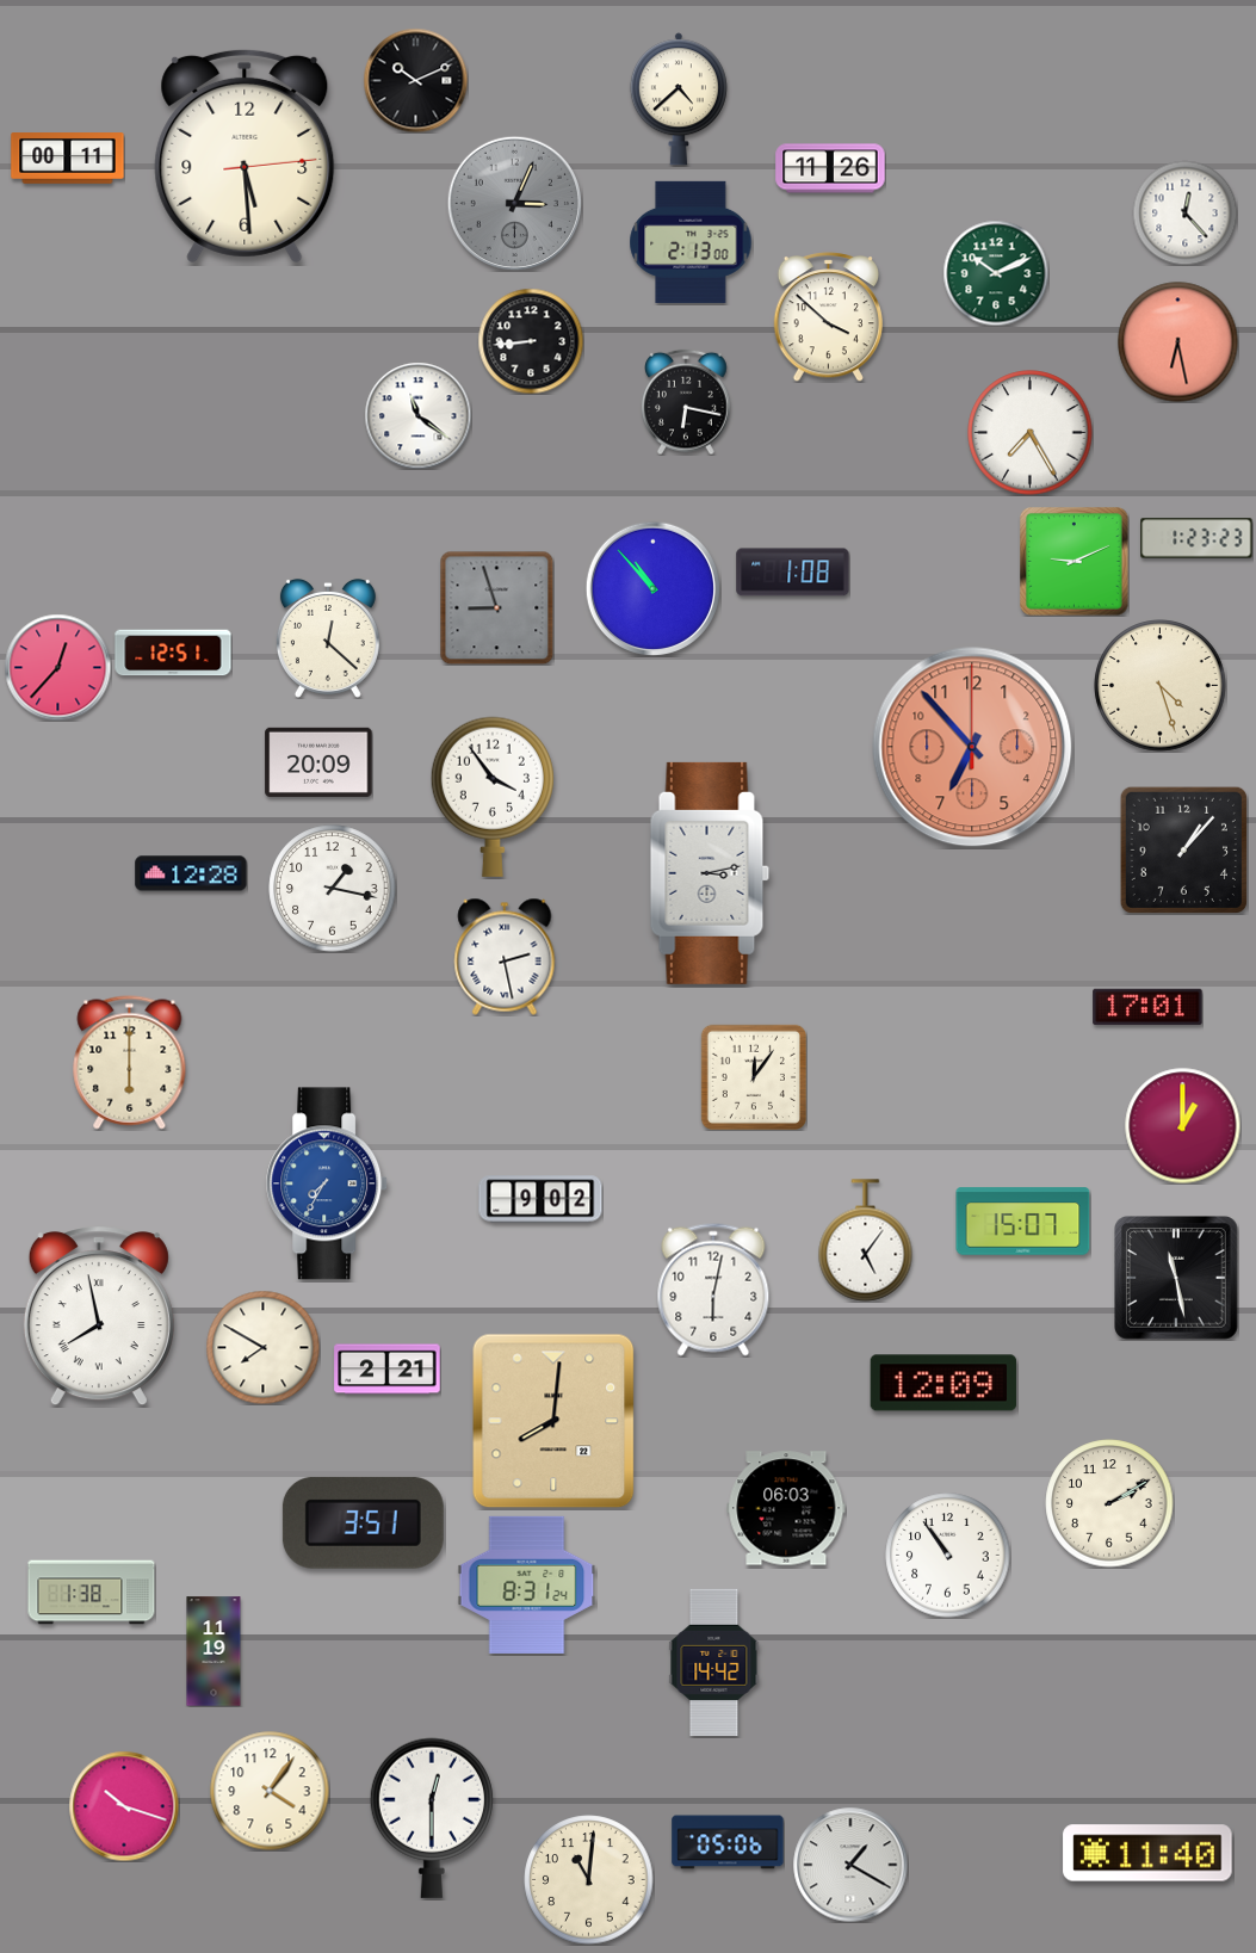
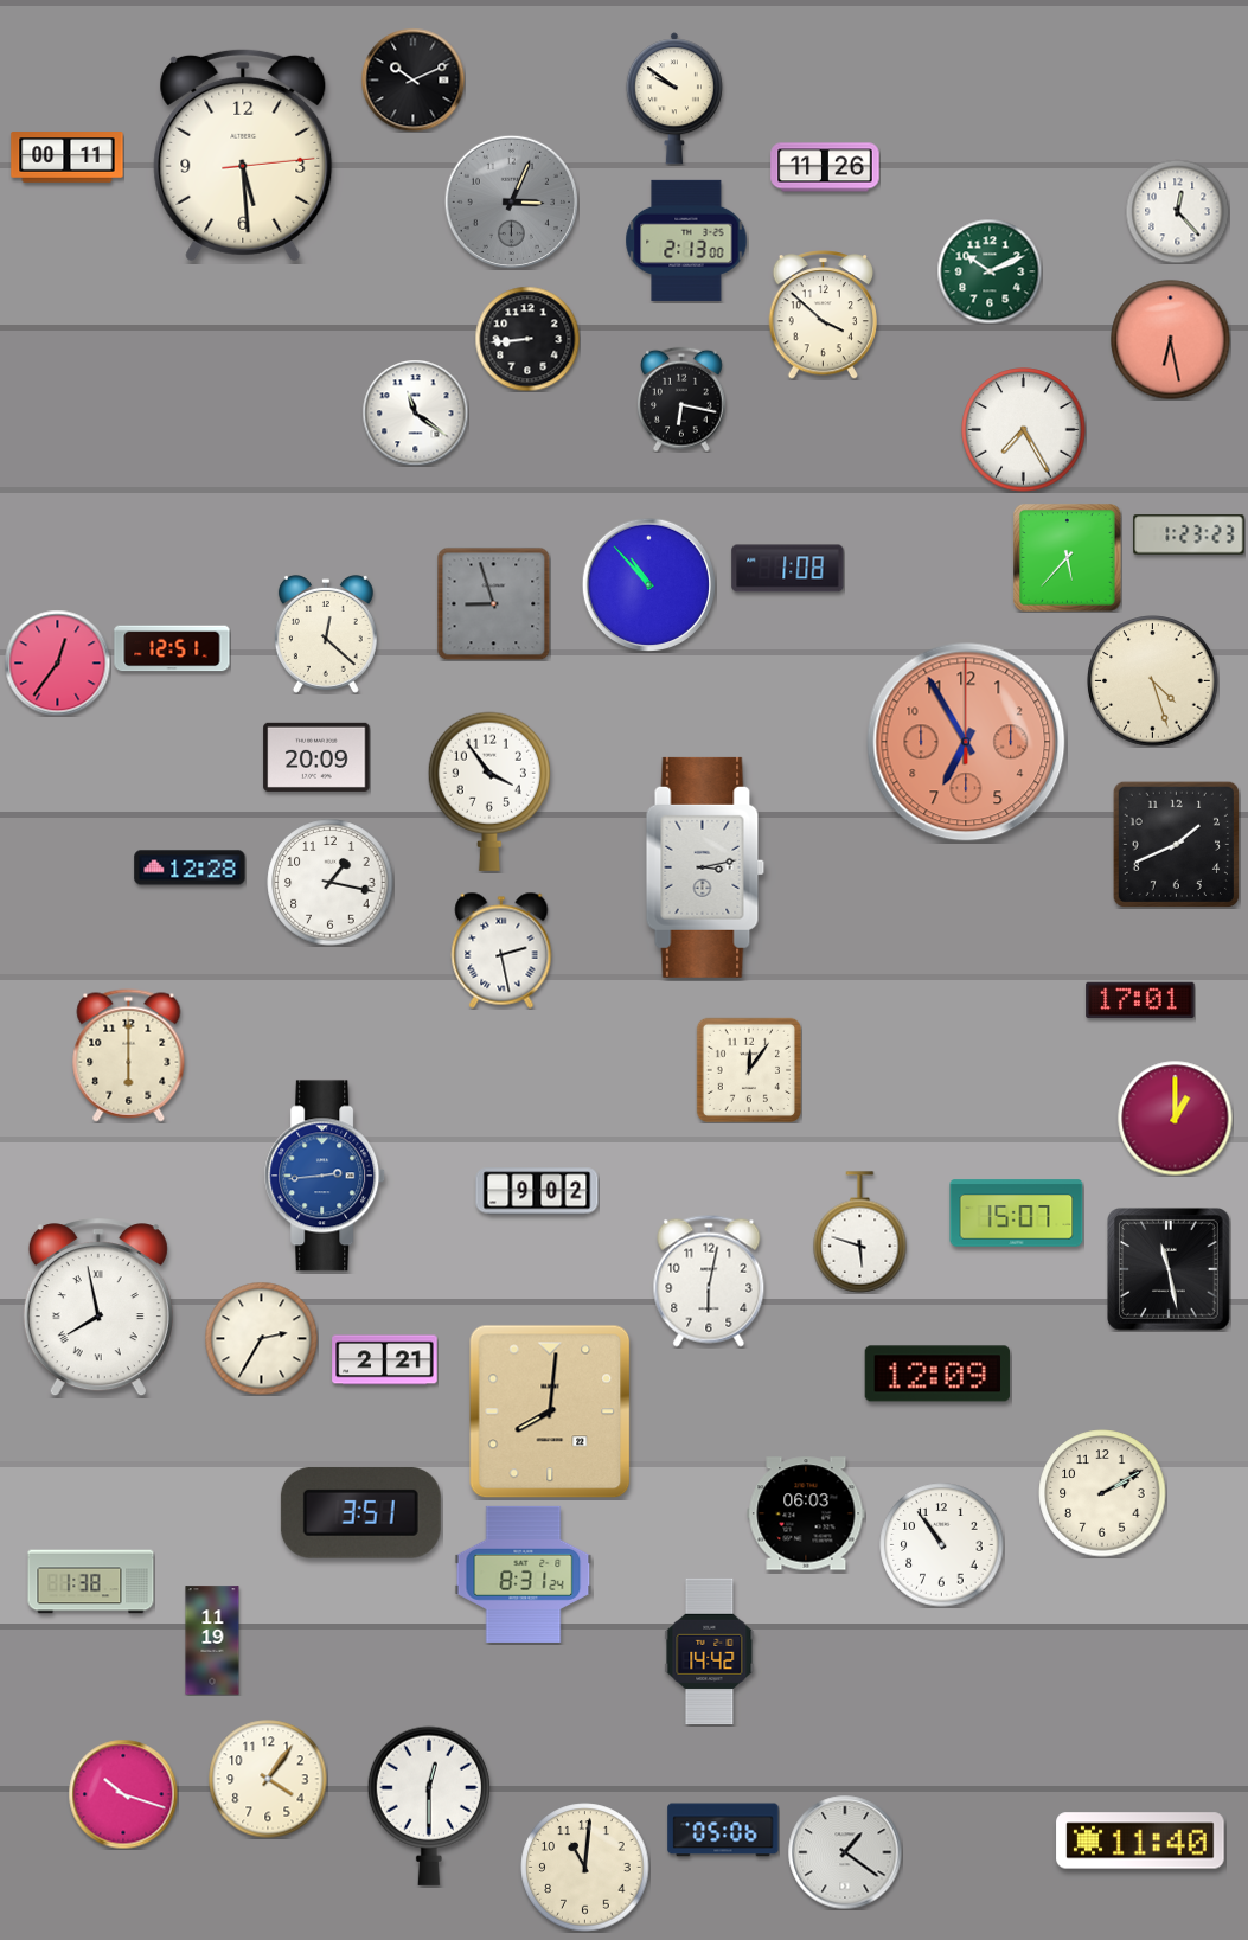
clock at (679, 99): 4:38 -> 9:51
clock at (1075, 562): 9:11 -> 5:37
clock at (57, 667): 12:37 -> 12:36
clock at (972, 747): 6:53 -> 6:55
clock at (1183, 849): 1:07 -> 1:41
clock at (328, 1183): 7:35 -> 2:44
clock at (866, 1241): 5:06 -> 5:48
clock at (262, 1347): 7:50 -> 2:35
clock at (786, 1508) position: (786, 1508) -> (806, 1513)
clock at (850, 1865): 1:20 -> 1:21
